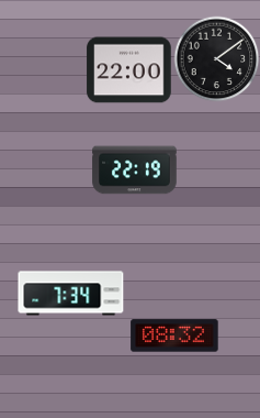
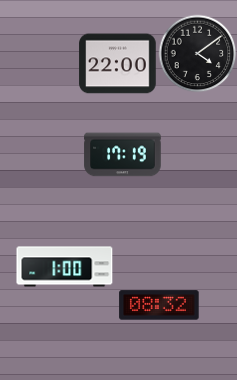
clock at (135, 170): 22:19 -> 17:19
clock at (71, 294): 7:34 -> 1:00
